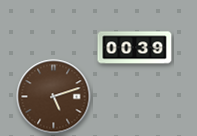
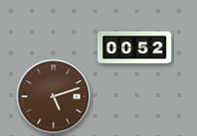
clock at (135, 48): 00:39 -> 00:52
